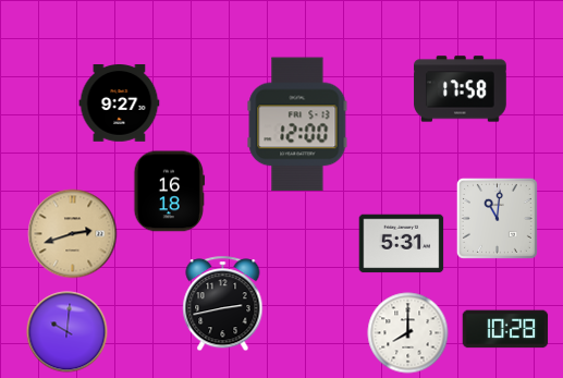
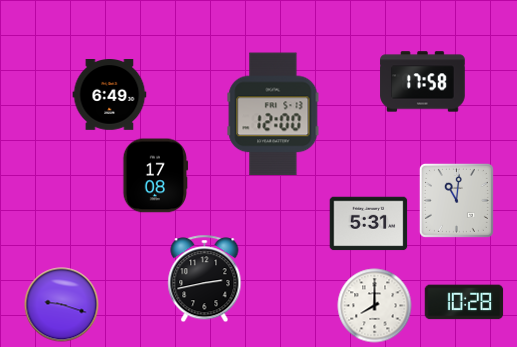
clock at (120, 103): 9:27 -> 6:49
clock at (170, 192): 16:18 -> 17:08
clock at (73, 234): 2:42 -> none
clock at (68, 332): 10:01 -> 9:18
